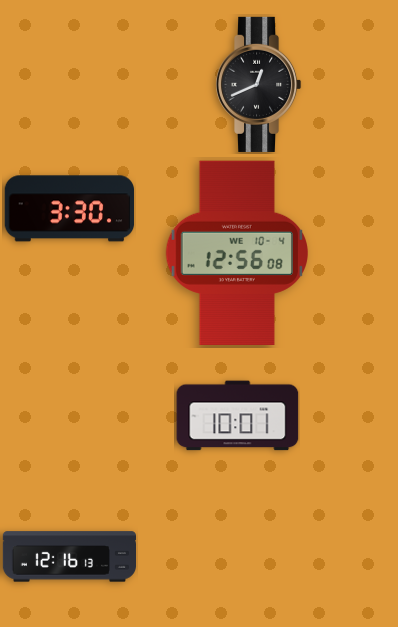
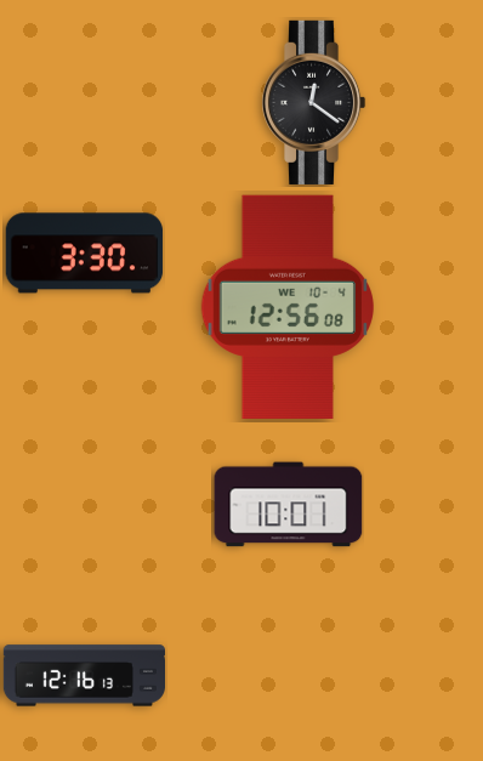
clock at (259, 84): 12:41 -> 12:21
